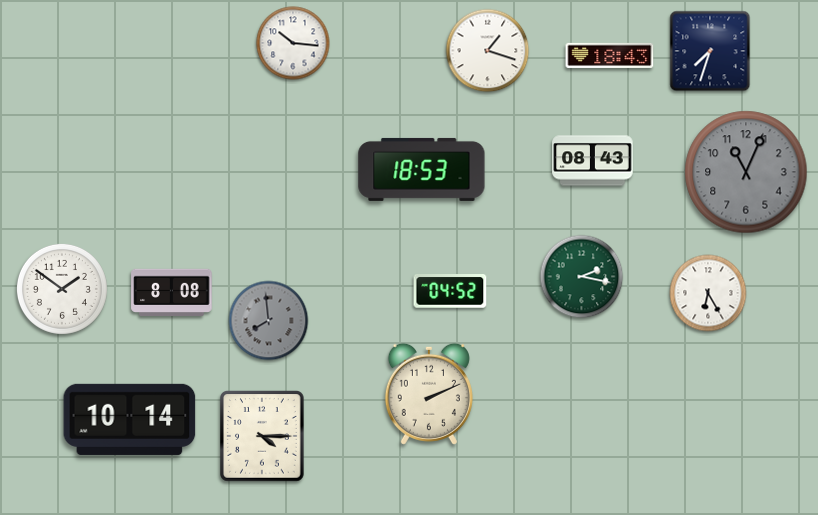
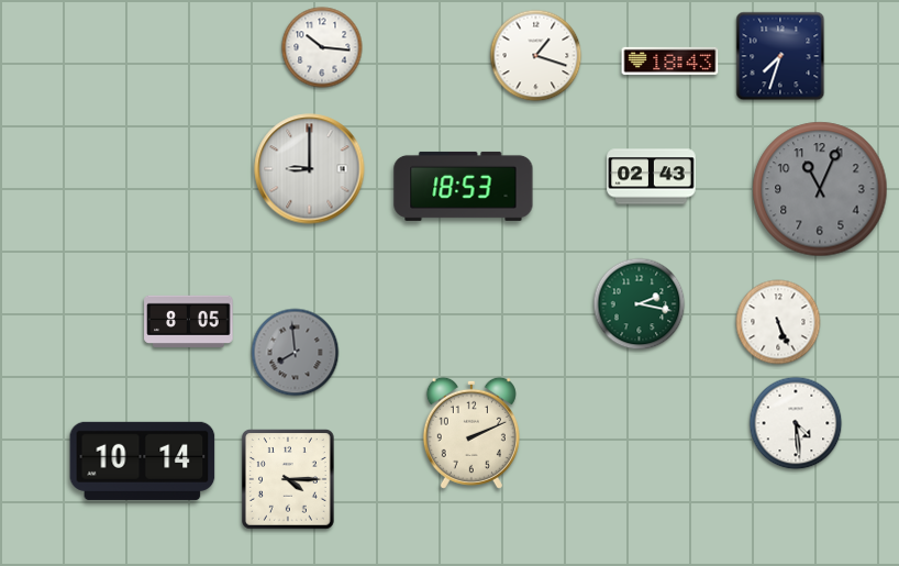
clock at (310, 169): none -> 9:00
clock at (593, 161): 08:43 -> 02:43
clock at (62, 289): 1:51 -> none
clock at (450, 291): 04:52 -> none
clock at (172, 292): 8:08 -> 8:05
clock at (708, 293): 6:25 -> 5:26
clock at (796, 423): none -> 4:29
